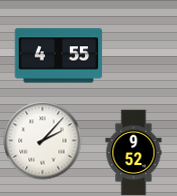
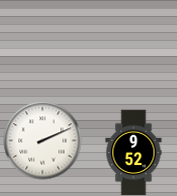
clock at (58, 56): 4:55 -> none
clock at (42, 140): 2:07 -> 2:11
